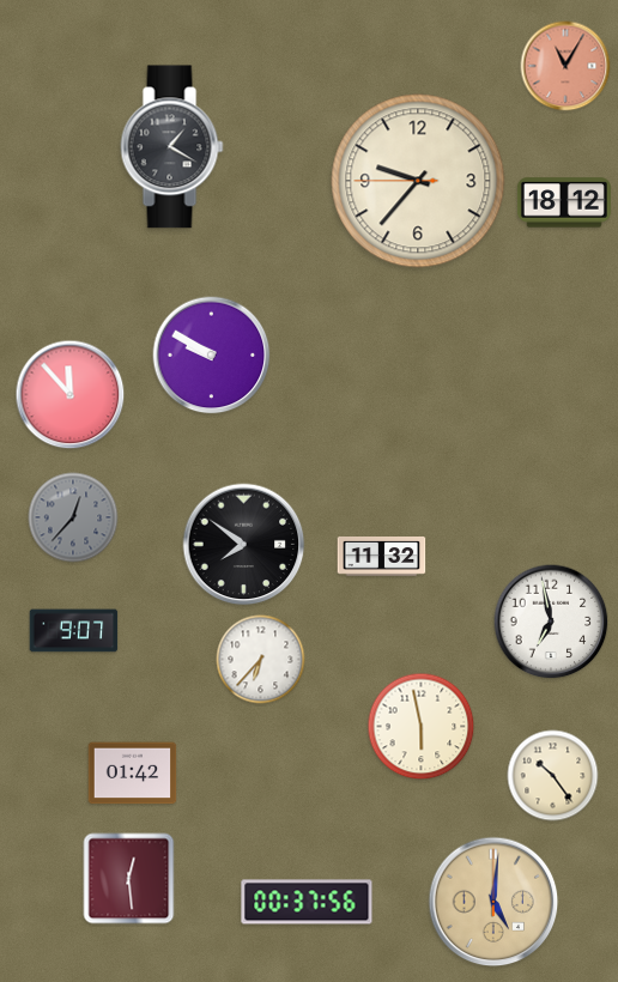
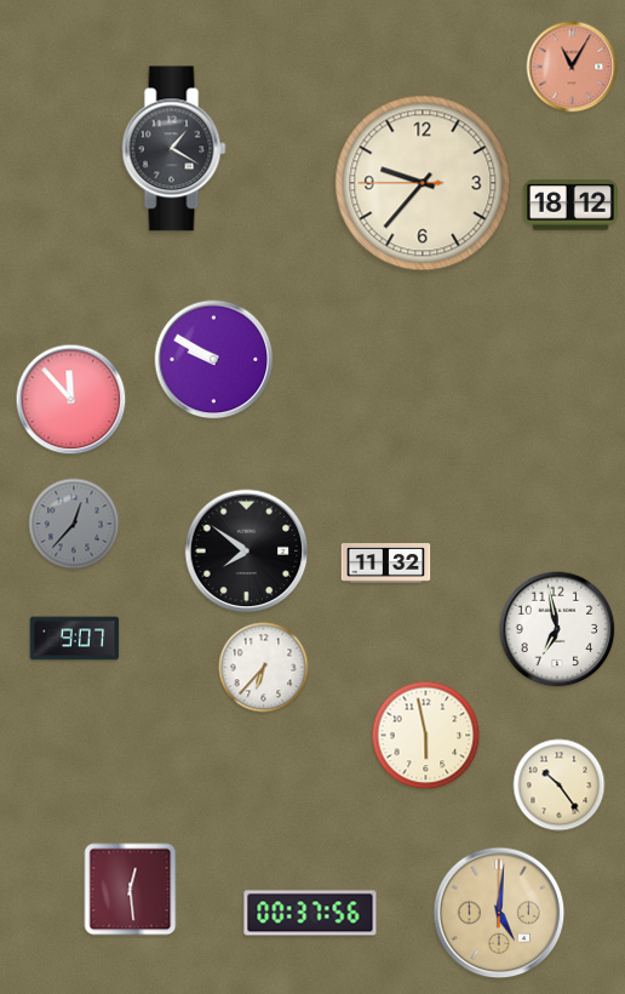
clock at (133, 774): 01:42 -> none
